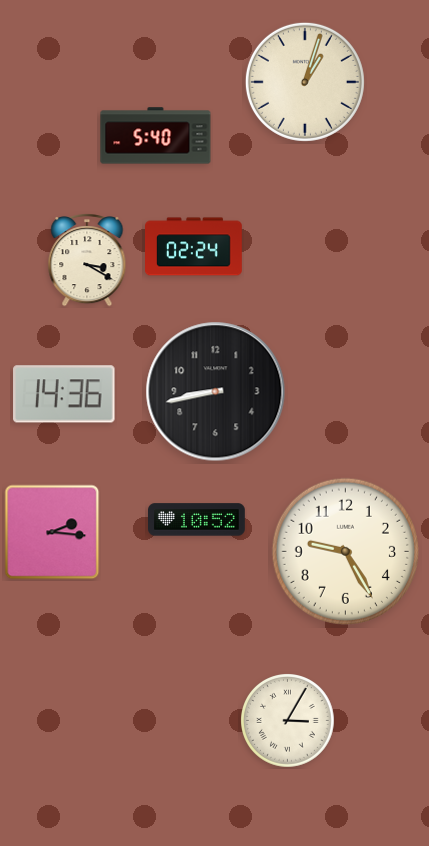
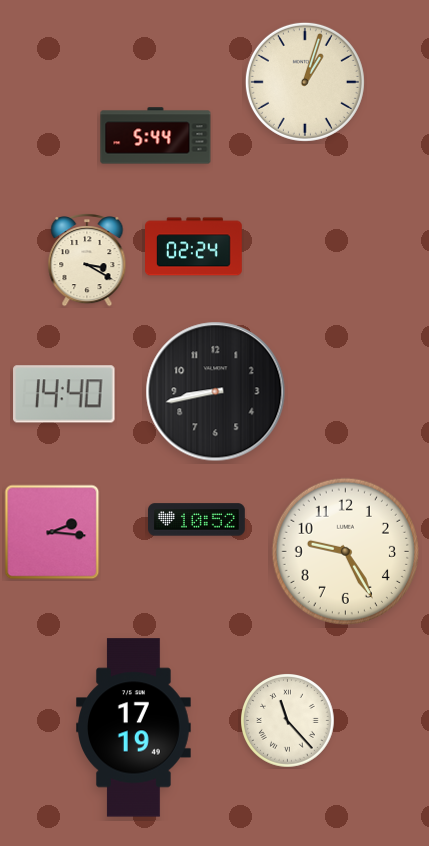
clock at (156, 136): 5:40 -> 5:44
clock at (64, 394): 14:36 -> 14:40
clock at (288, 721): 3:05 -> 11:23
clock at (134, 728): none -> 17:19
